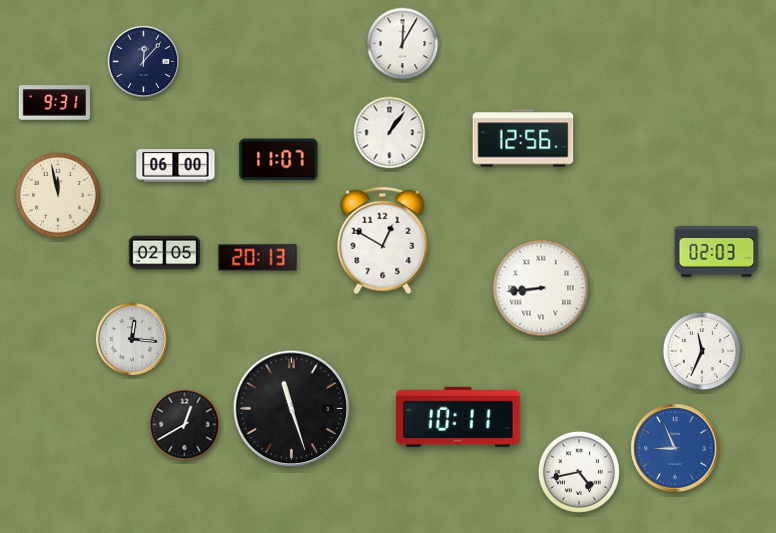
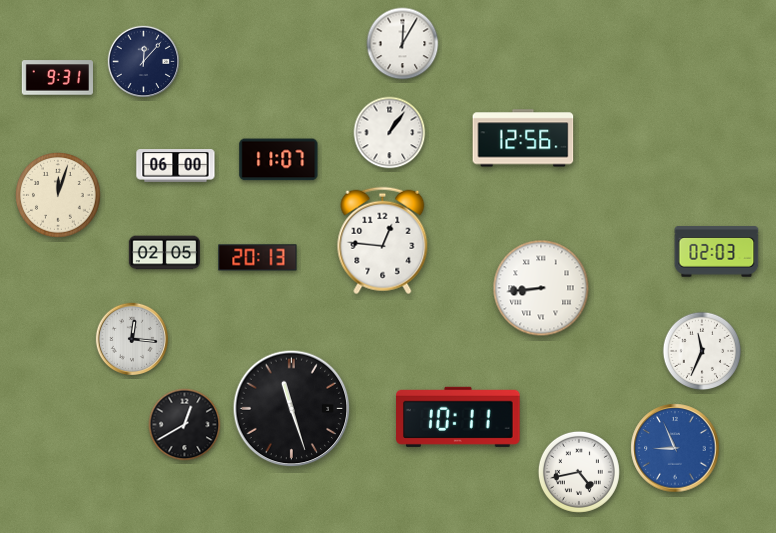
clock at (54, 103) position: (54, 103) -> (57, 78)
clock at (58, 195): 11:58 -> 12:03
clock at (383, 241): 12:50 -> 12:46
